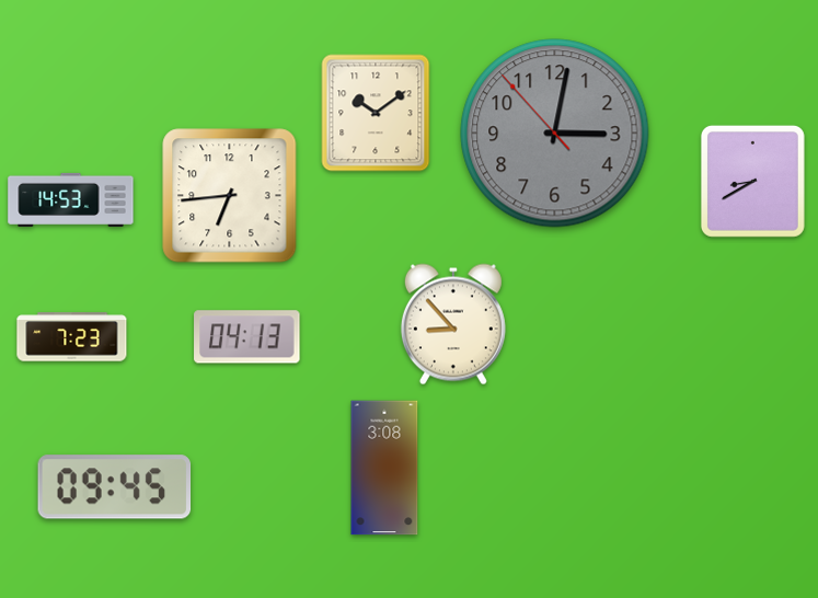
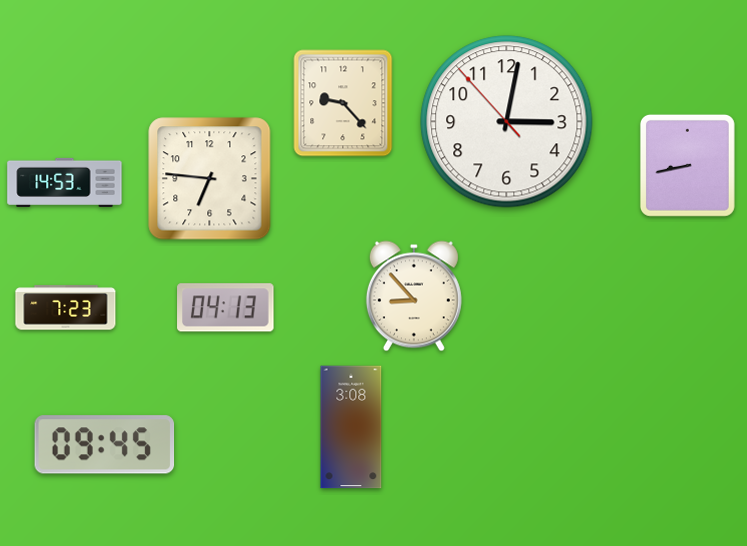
clock at (376, 113): 10:09 -> 9:23
clock at (555, 134) dial: grey -> white
clock at (752, 181): 8:40 -> 8:43
clock at (230, 196): 6:44 -> 6:46
